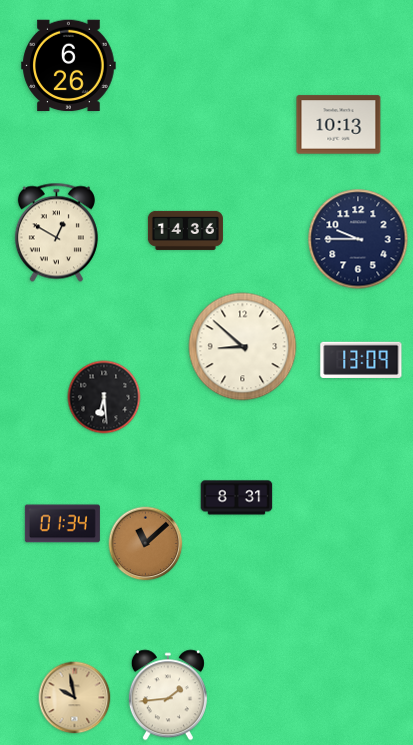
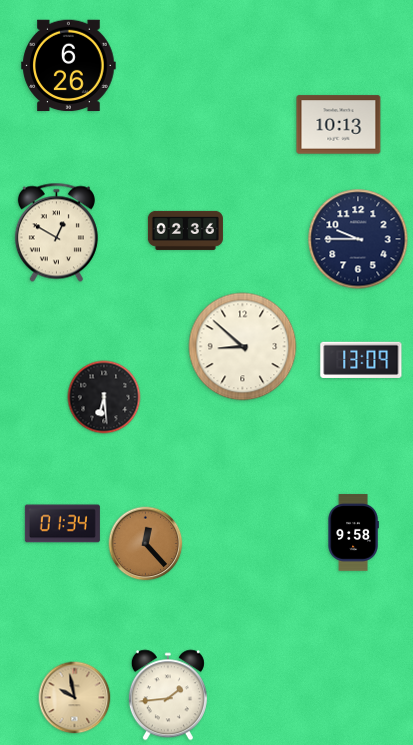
clock at (185, 230): 14:36 -> 02:36
clock at (237, 498): 8:31 -> none
clock at (353, 533): none -> 9:58
clock at (146, 544): 11:08 -> 12:23
